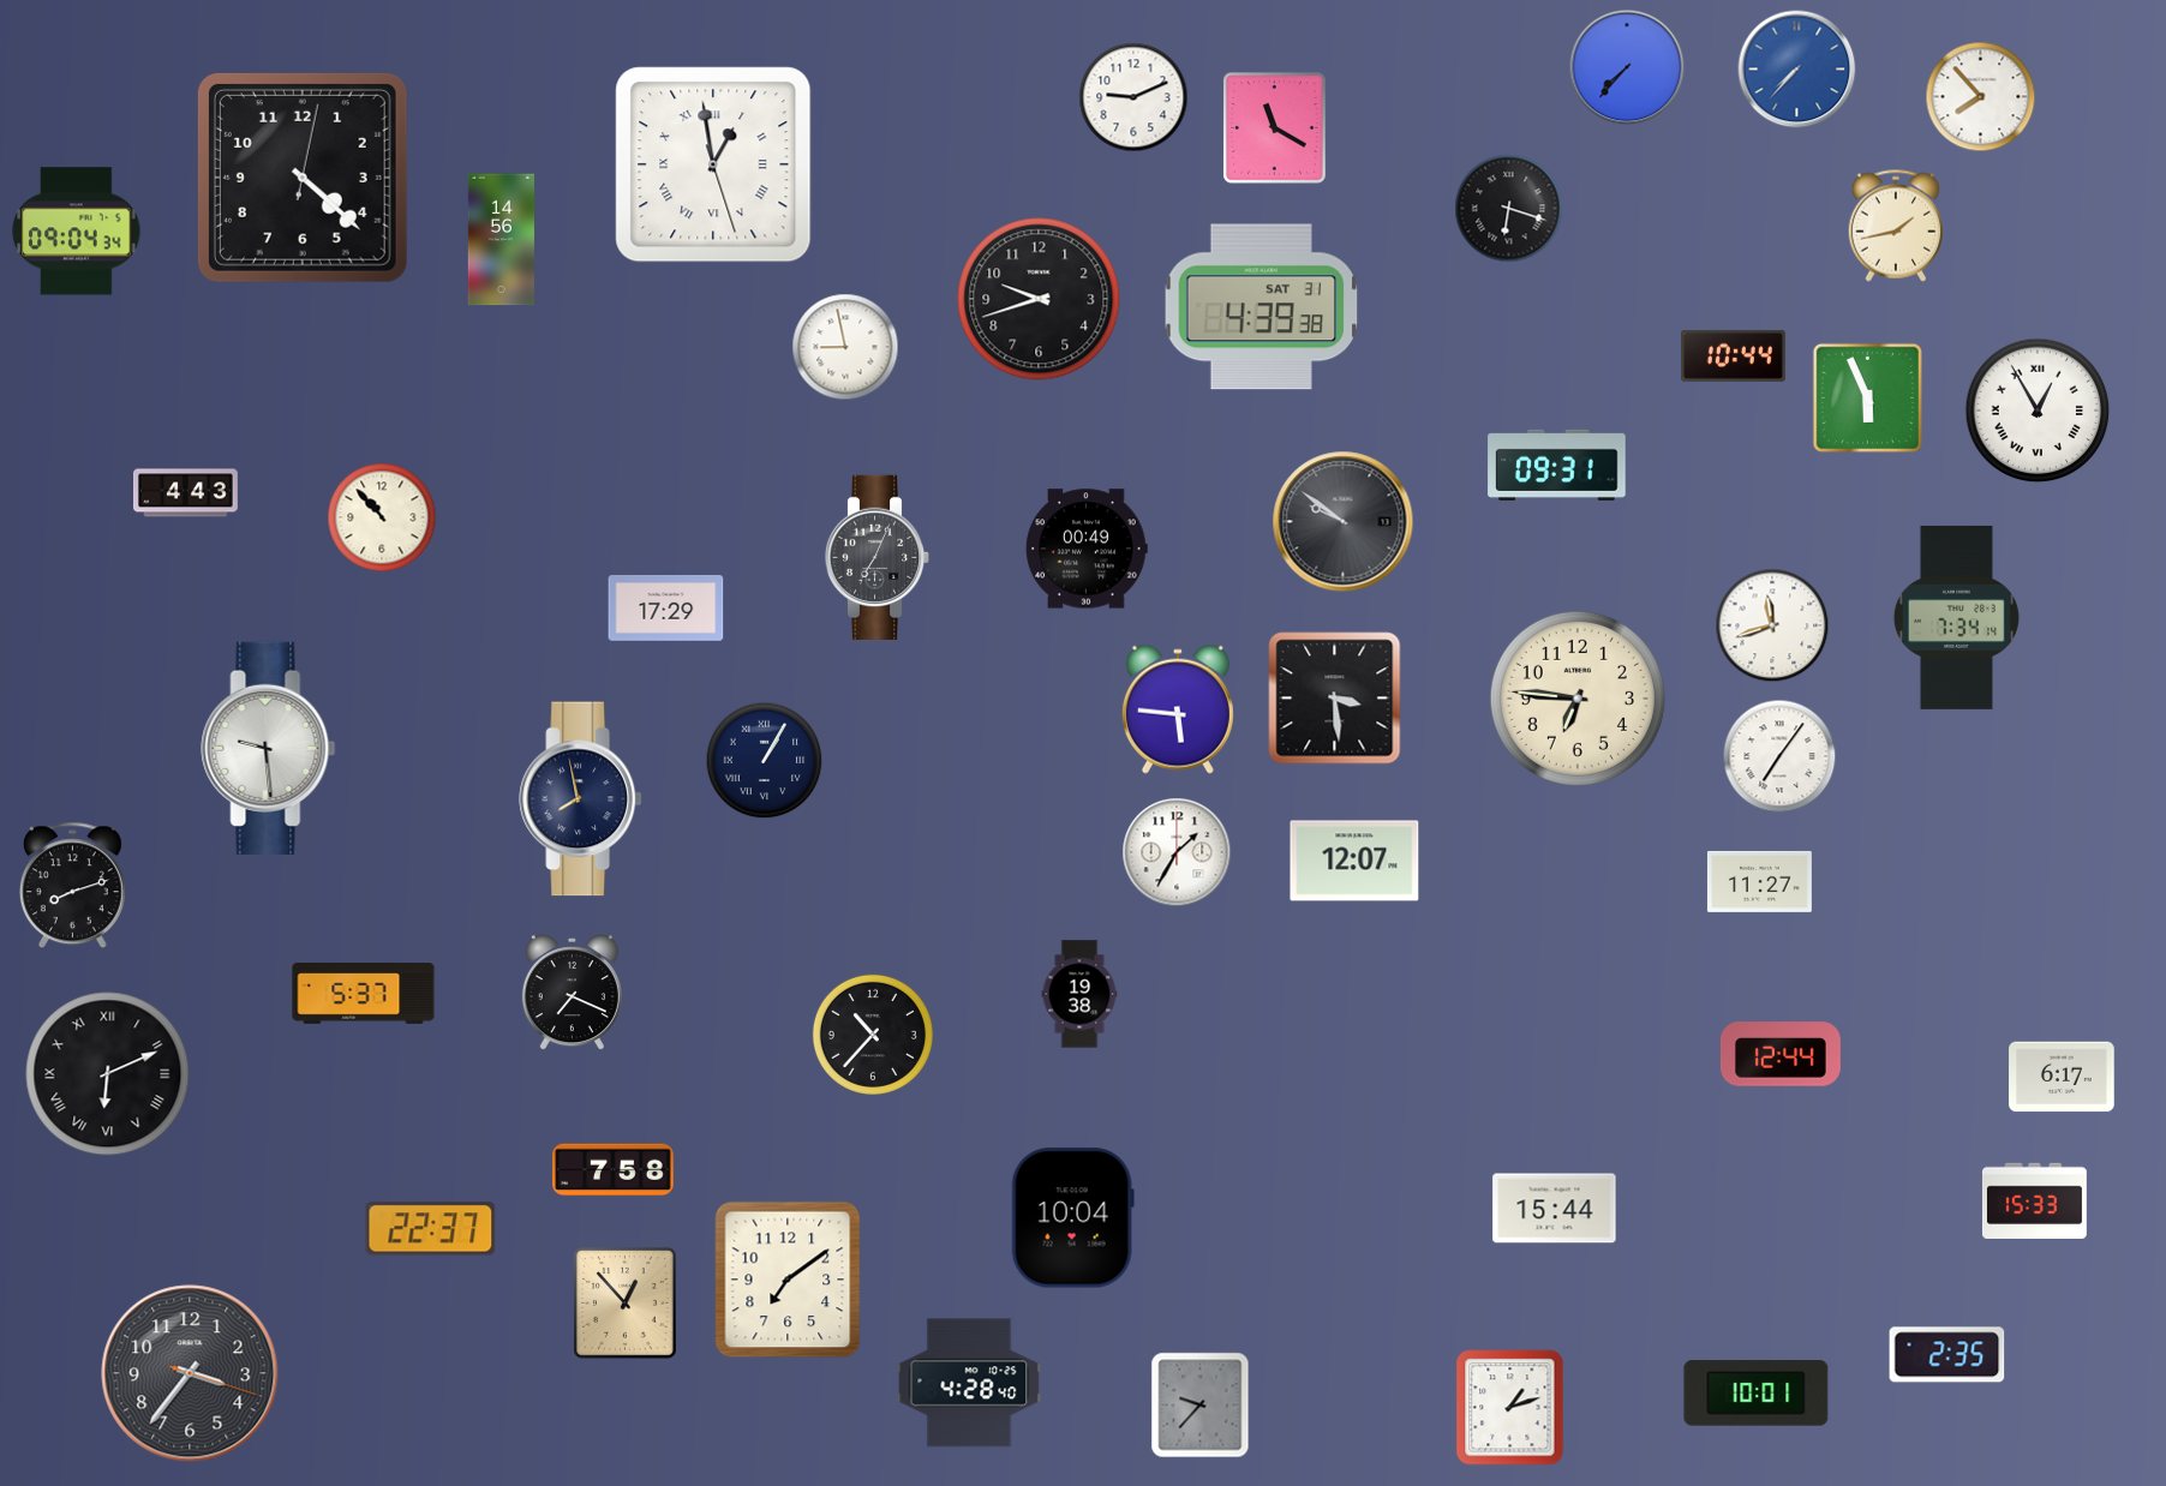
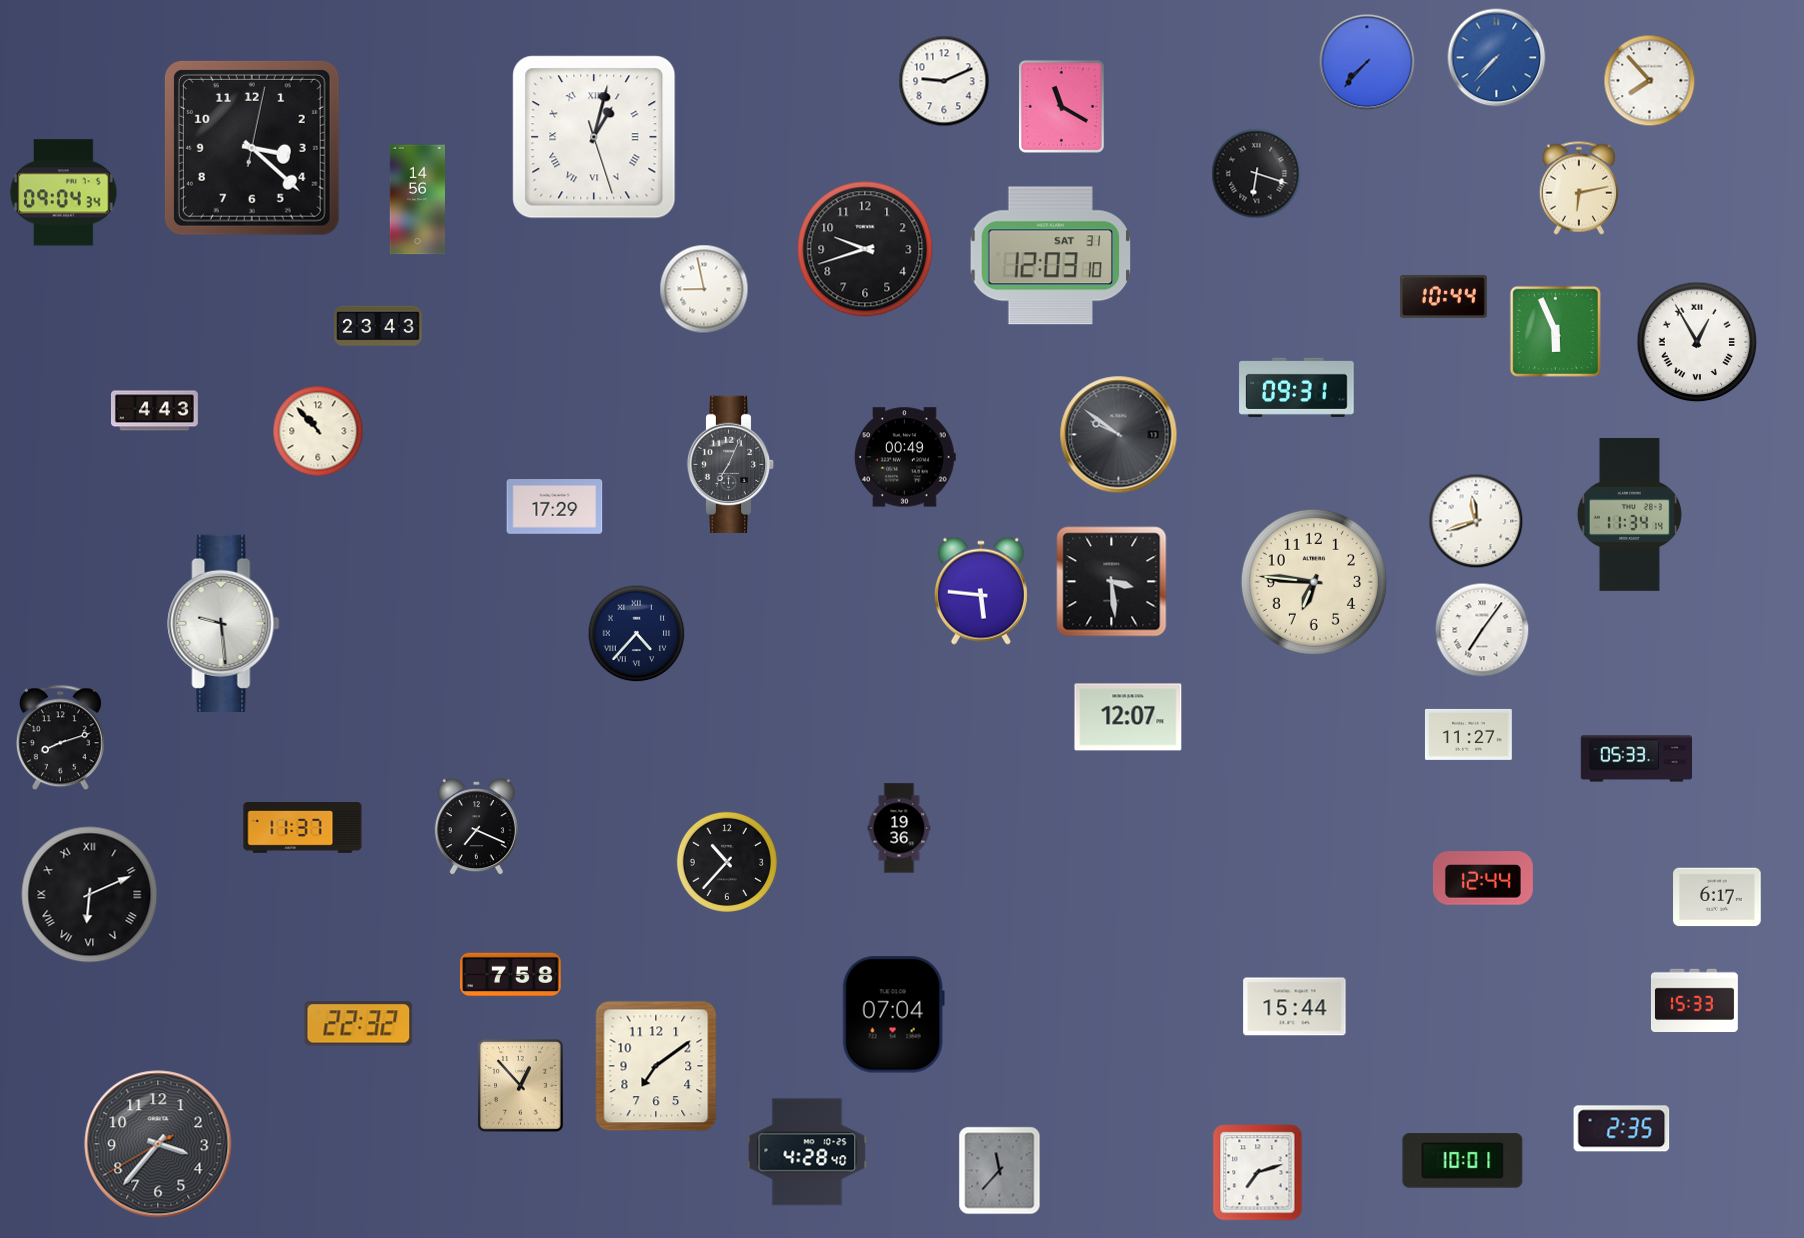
clock at (1627, 67) position: (1627, 67) -> (1367, 62)
clock at (713, 164): 12:58 -> 1:02
clock at (303, 178): 4:22 -> 3:22
clock at (1895, 226): 1:43 -> 6:13
clock at (1262, 307): 4:39 -> 12:03
clock at (378, 326): none -> 23:43
clock at (1956, 617): 7:34 -> 11:34
clock at (765, 761): 1:05 -> 4:37
clock at (581, 799): 7:58 -> none
clock at (1177, 852): 1:35 -> none
clock at (1759, 881) position: (1759, 881) -> (1468, 734)
clock at (1636, 759): none -> 05:33
clock at (364, 994): 5:37 -> 11:37
clock at (1079, 994): 19:38 -> 19:36
clock at (1072, 1218): 10:04 -> 07:04
clock at (431, 1229): 22:37 -> 22:32
clock at (190, 1373): 3:36:18 -> 3:36:40
clock at (1201, 1406): 9:37 -> 11:37
clock at (1510, 1408): 1:12 -> 7:12
